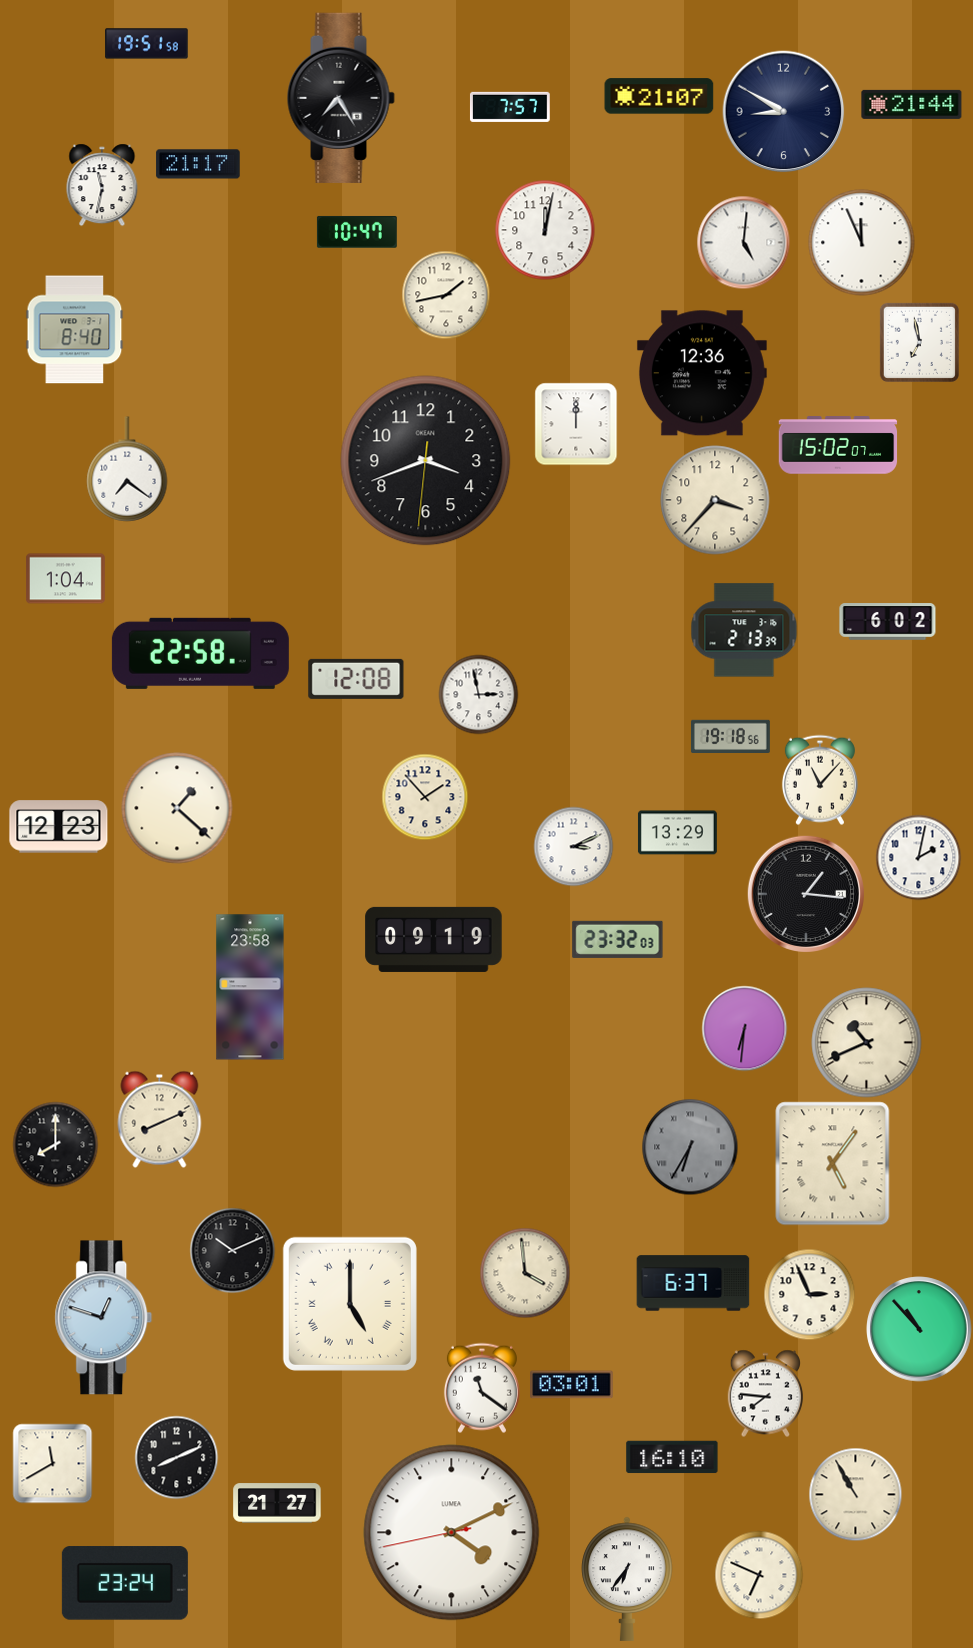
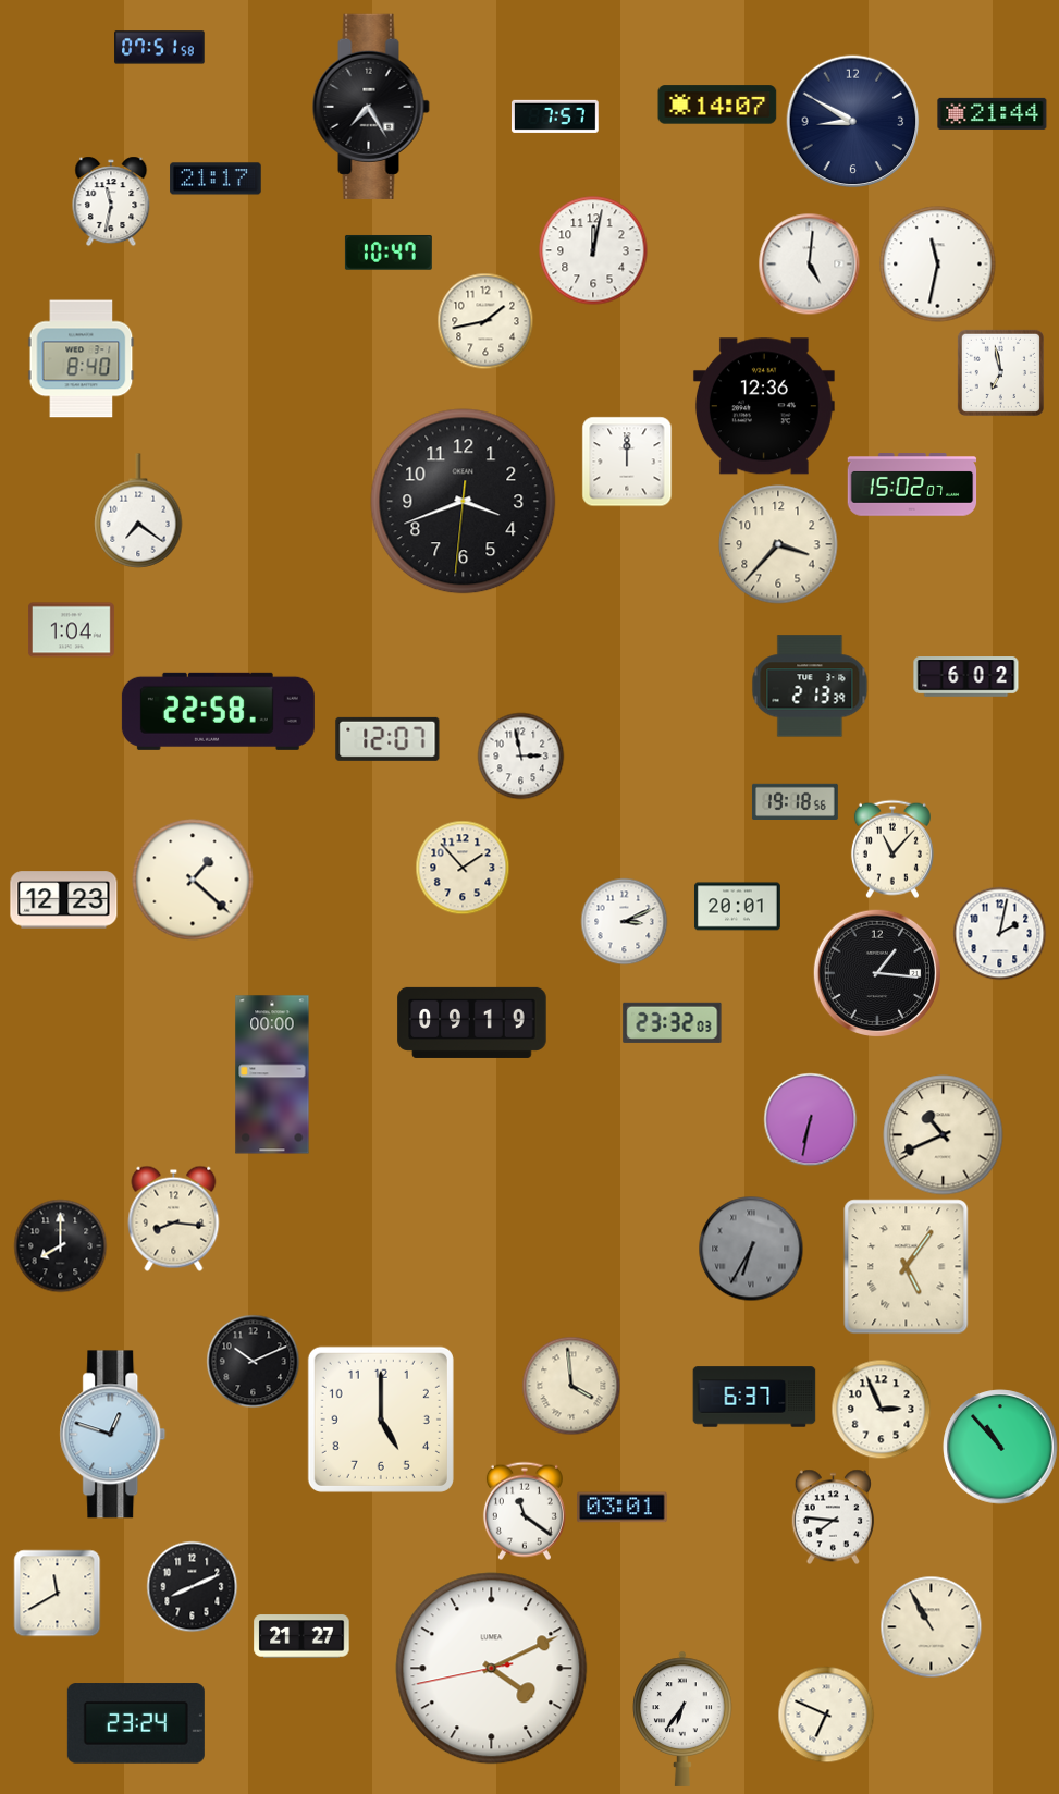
clock at (147, 44): 19:51 -> 07:51
clock at (659, 96): 21:07 -> 14:07
clock at (862, 243): 11:56 -> 11:32
clock at (356, 679): 12:08 -> 12:07
clock at (677, 833): 13:29 -> 20:01
clock at (250, 987): 23:58 -> 00:00
clock at (744, 1028): 6:31 -> 6:32
clock at (160, 1119): 8:11 -> 8:16
clock at (350, 1304) numerals: Roman -> Arabic
clock at (672, 1457): 16:10 -> none
